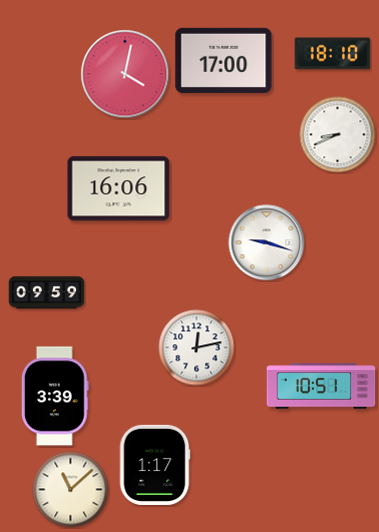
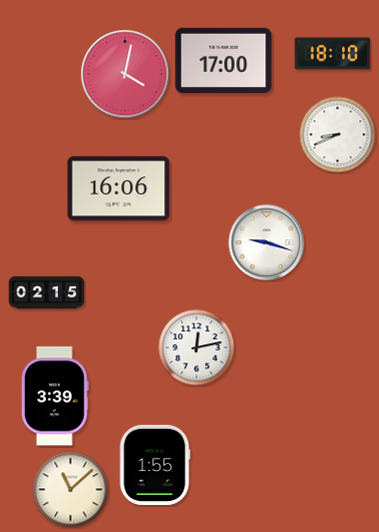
clock at (47, 293): 09:59 -> 02:15
clock at (321, 386): 10:51 -> none
clock at (155, 465): 1:17 -> 1:55
